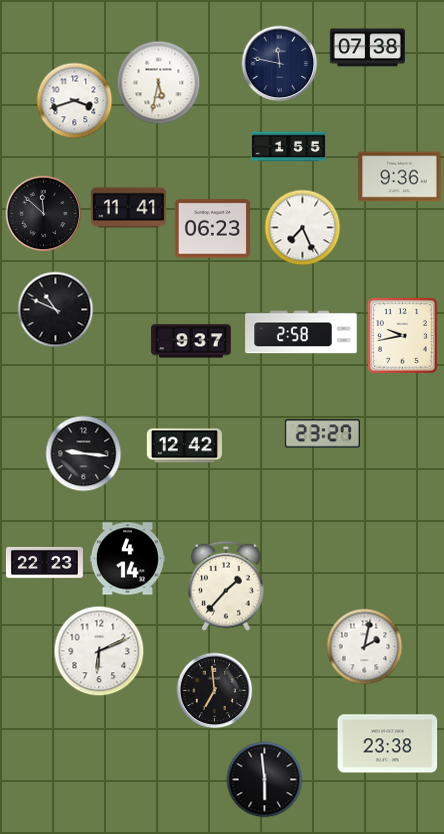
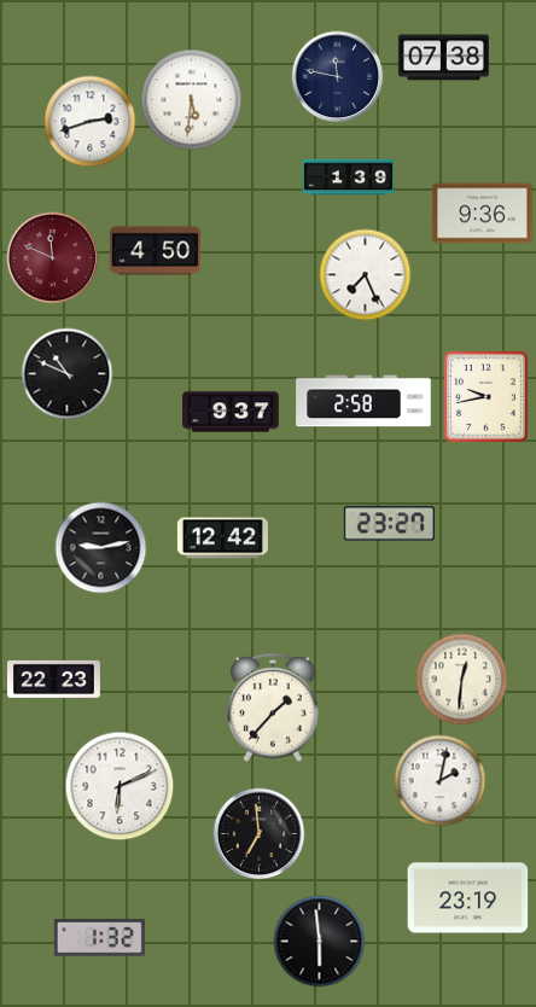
clock at (159, 83): 5:32 -> 5:31
clock at (75, 101): 3:42 -> 2:42
clock at (288, 147): 1:55 -> 1:39
clock at (128, 208): 11:41 -> 4:50
clock at (44, 214): 11:52 -> 11:49
clock at (44, 214) dial: black -> burgundy
clock at (212, 229): 06:23 -> none
clock at (402, 336) position: (402, 336) -> (485, 397)
clock at (84, 454): 9:16 -> 9:13
clock at (127, 559): 4:14 -> none
clock at (462, 680): none -> 12:31
clock at (388, 744): 23:38 -> 23:19
clock at (99, 938): none -> 1:32
